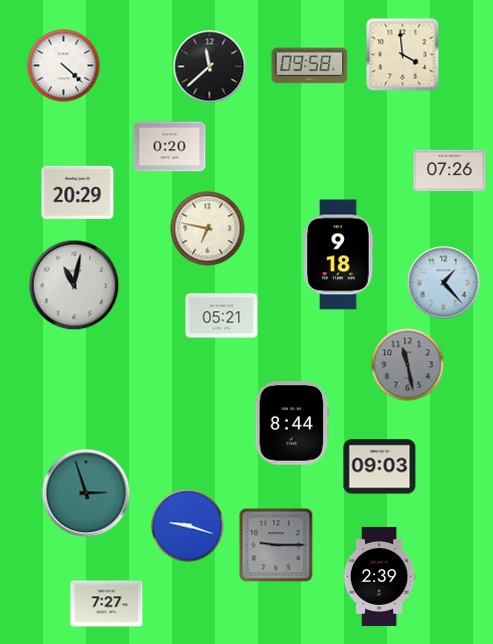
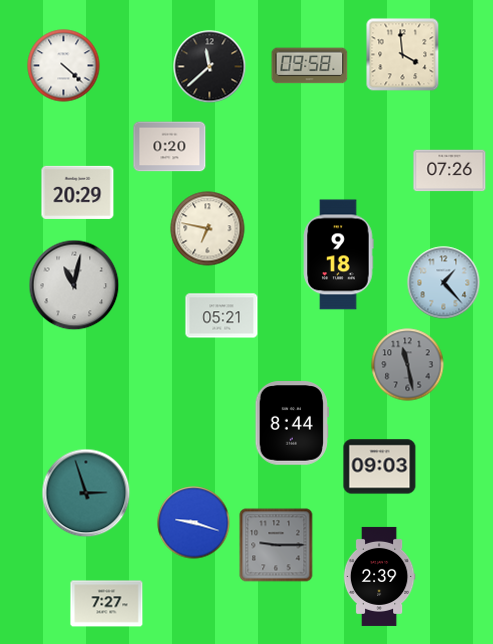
clock at (188, 526) position: (188, 526) -> (194, 523)
